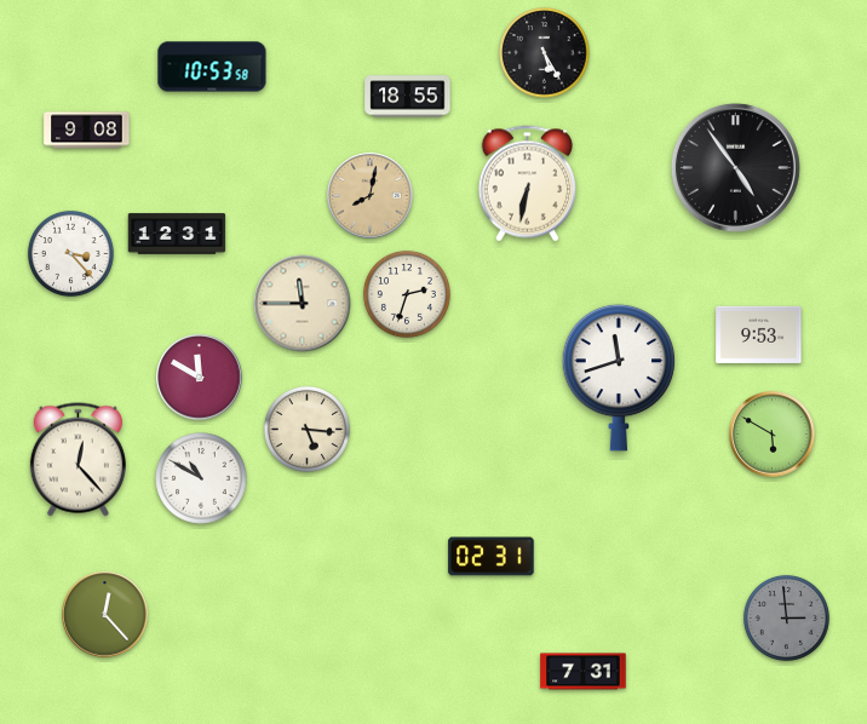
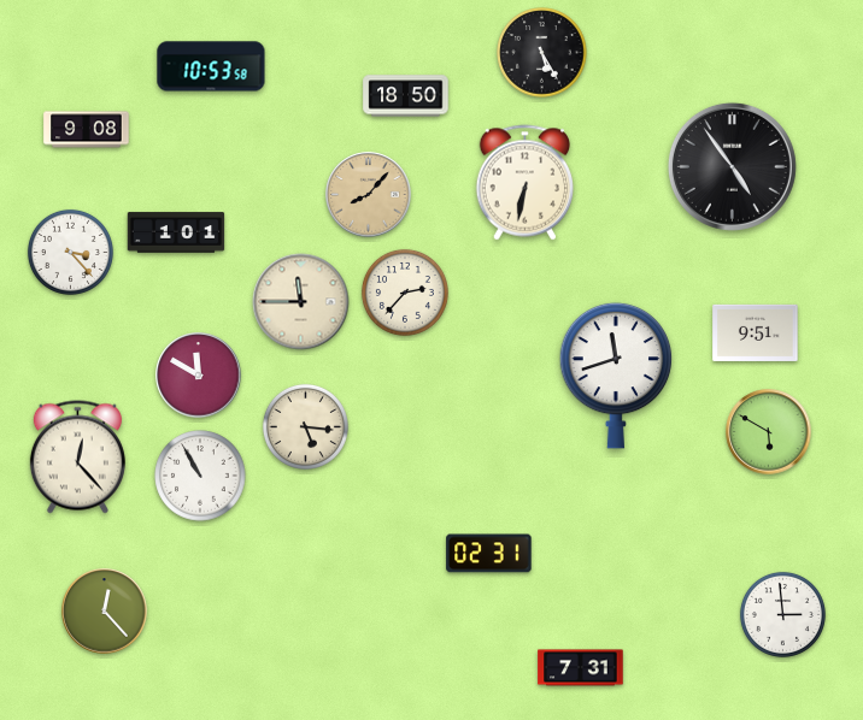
clock at (408, 97): 18:55 -> 18:50
clock at (371, 196): 8:02 -> 8:07
clock at (177, 234): 12:31 -> 1:01
clock at (407, 294): 2:33 -> 2:37
clock at (759, 334): 9:53 -> 9:51
clock at (201, 478): 10:50 -> 10:55
clock at (786, 617) dial: grey -> white
